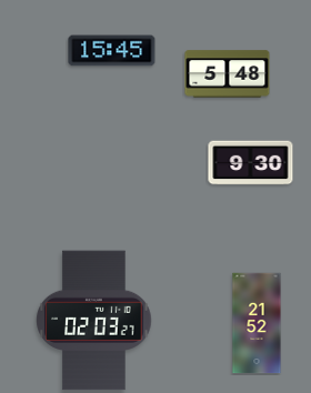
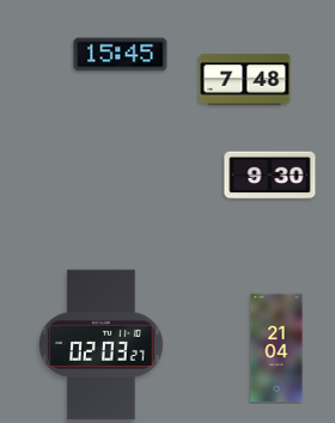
clock at (228, 74): 5:48 -> 7:48
clock at (257, 323): 21:52 -> 21:04
